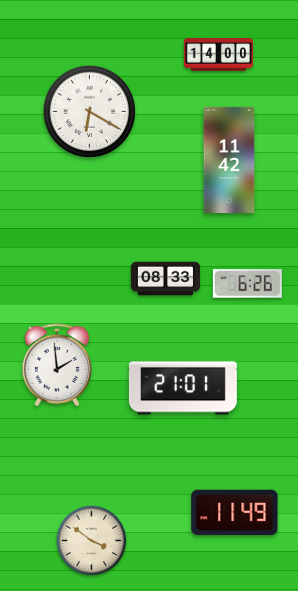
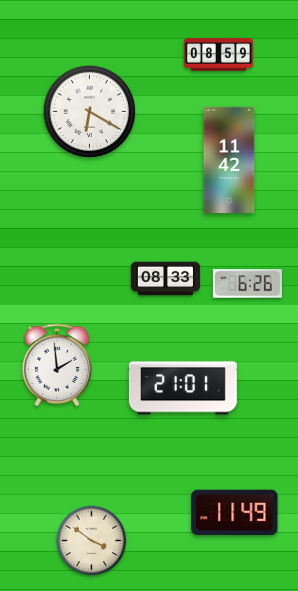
clock at (218, 55): 14:00 -> 08:59
